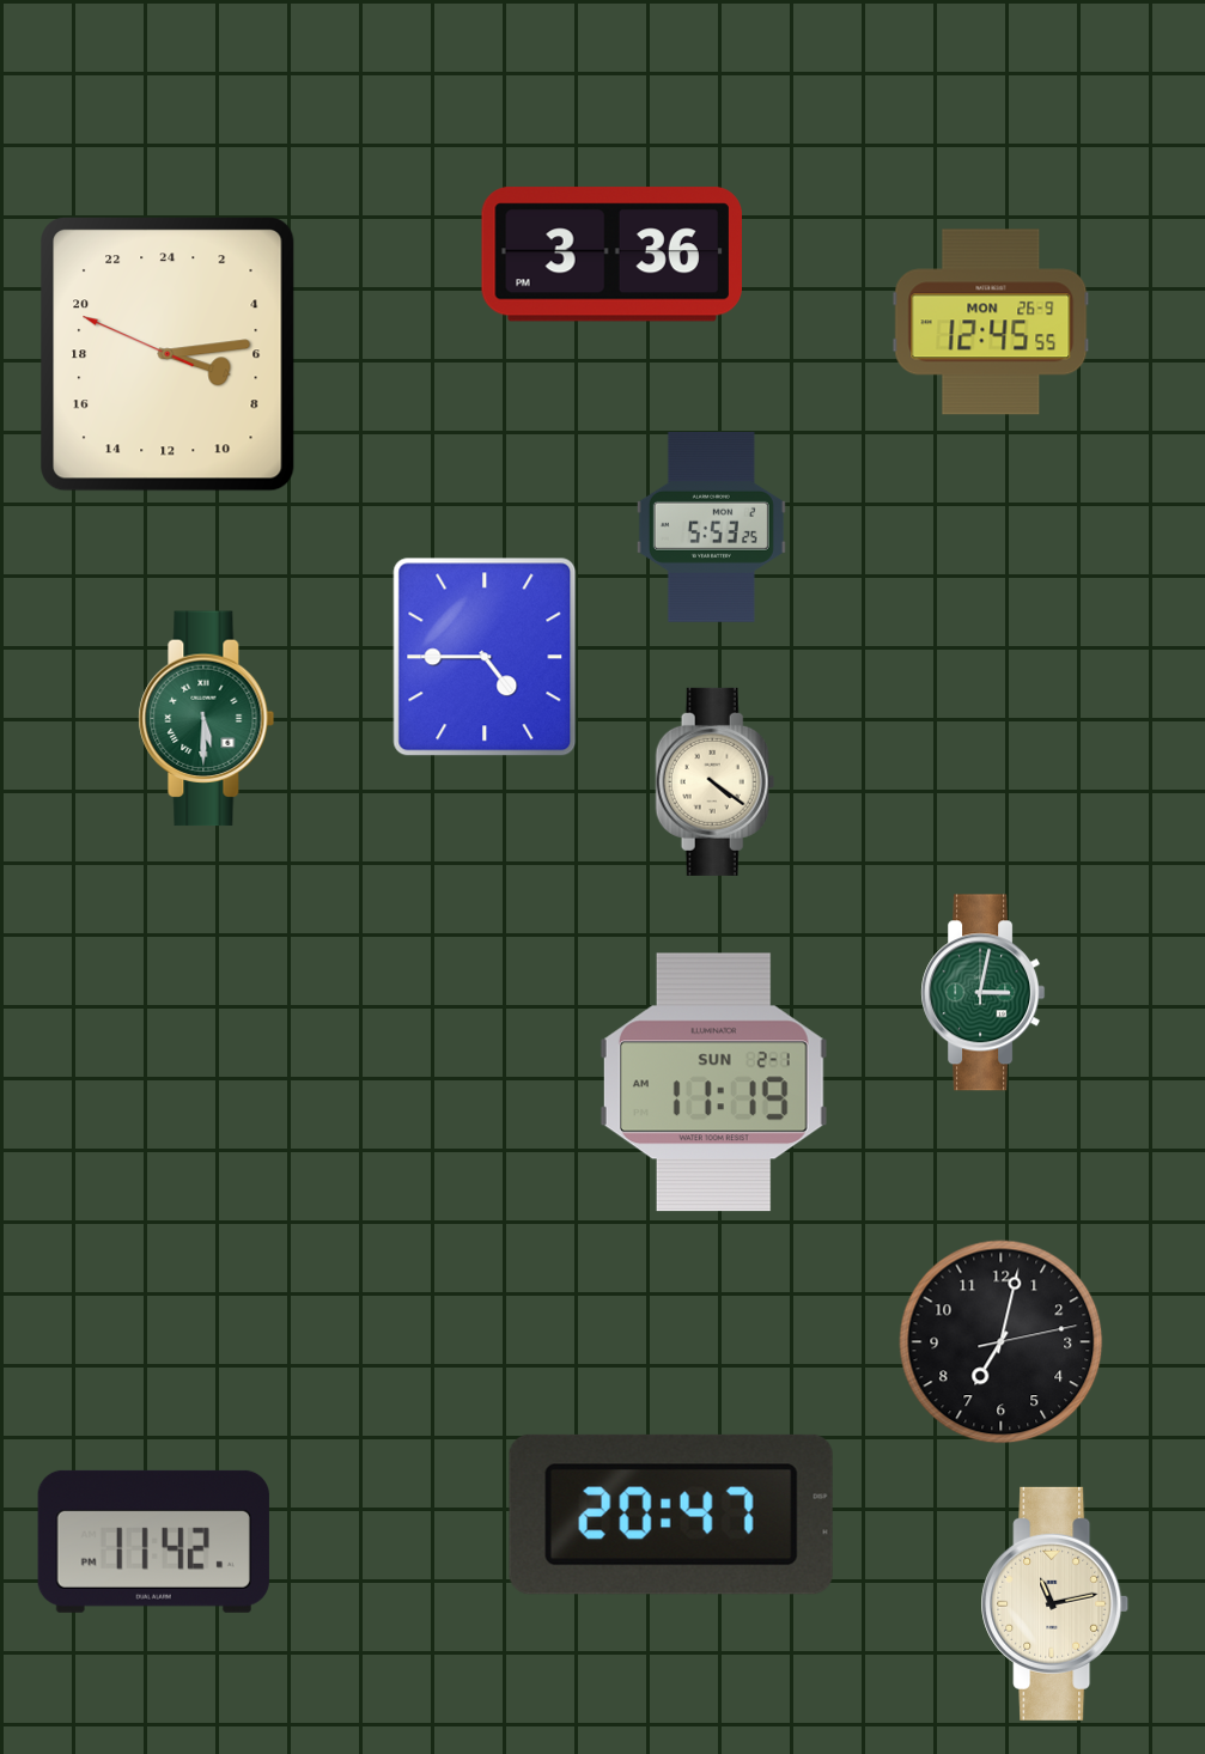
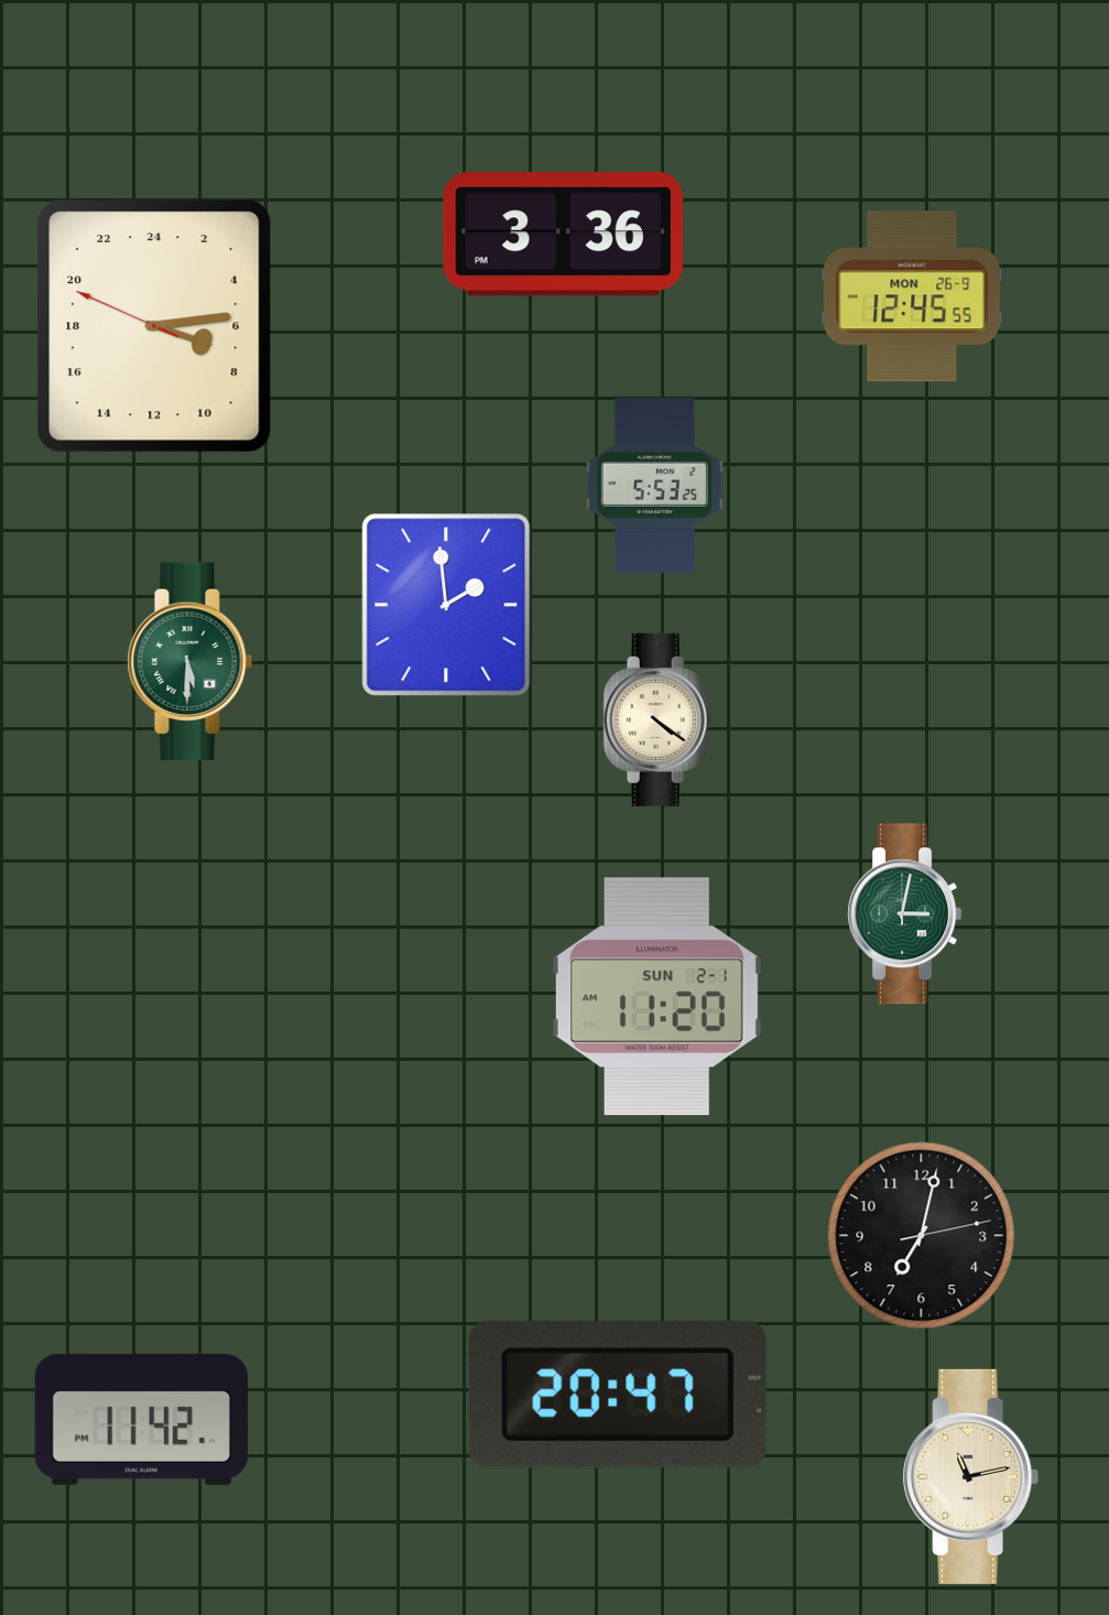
clock at (485, 657): 4:45 -> 1:59
clock at (713, 1083): 11:19 -> 11:20
